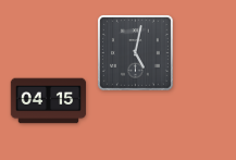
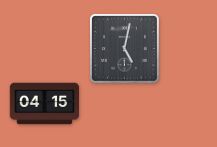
clock at (49, 101) position: (49, 101) -> (45, 104)
